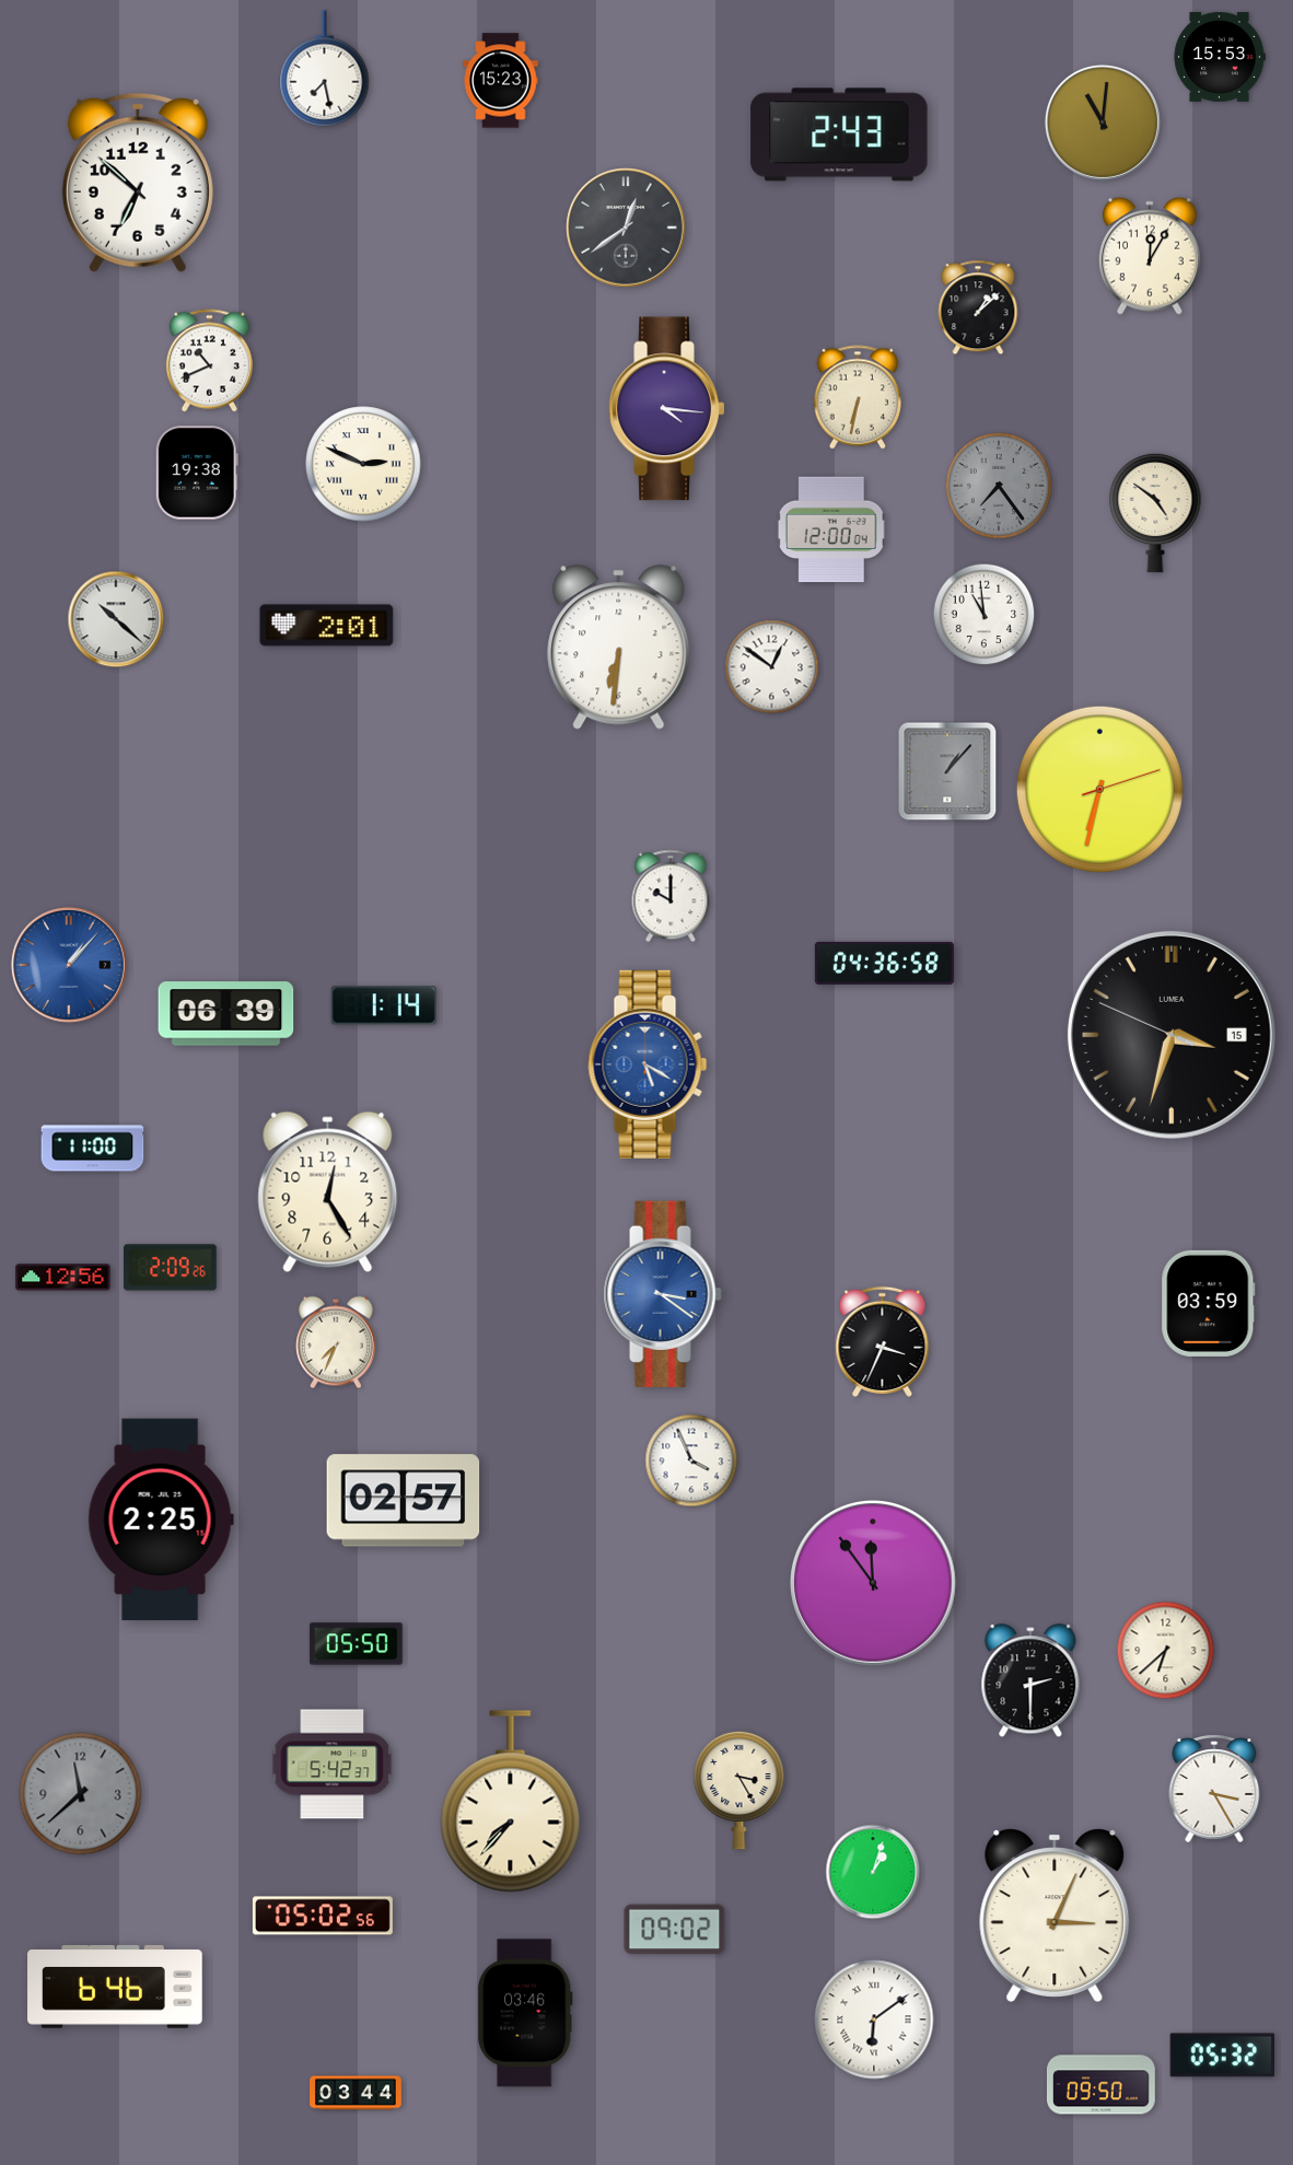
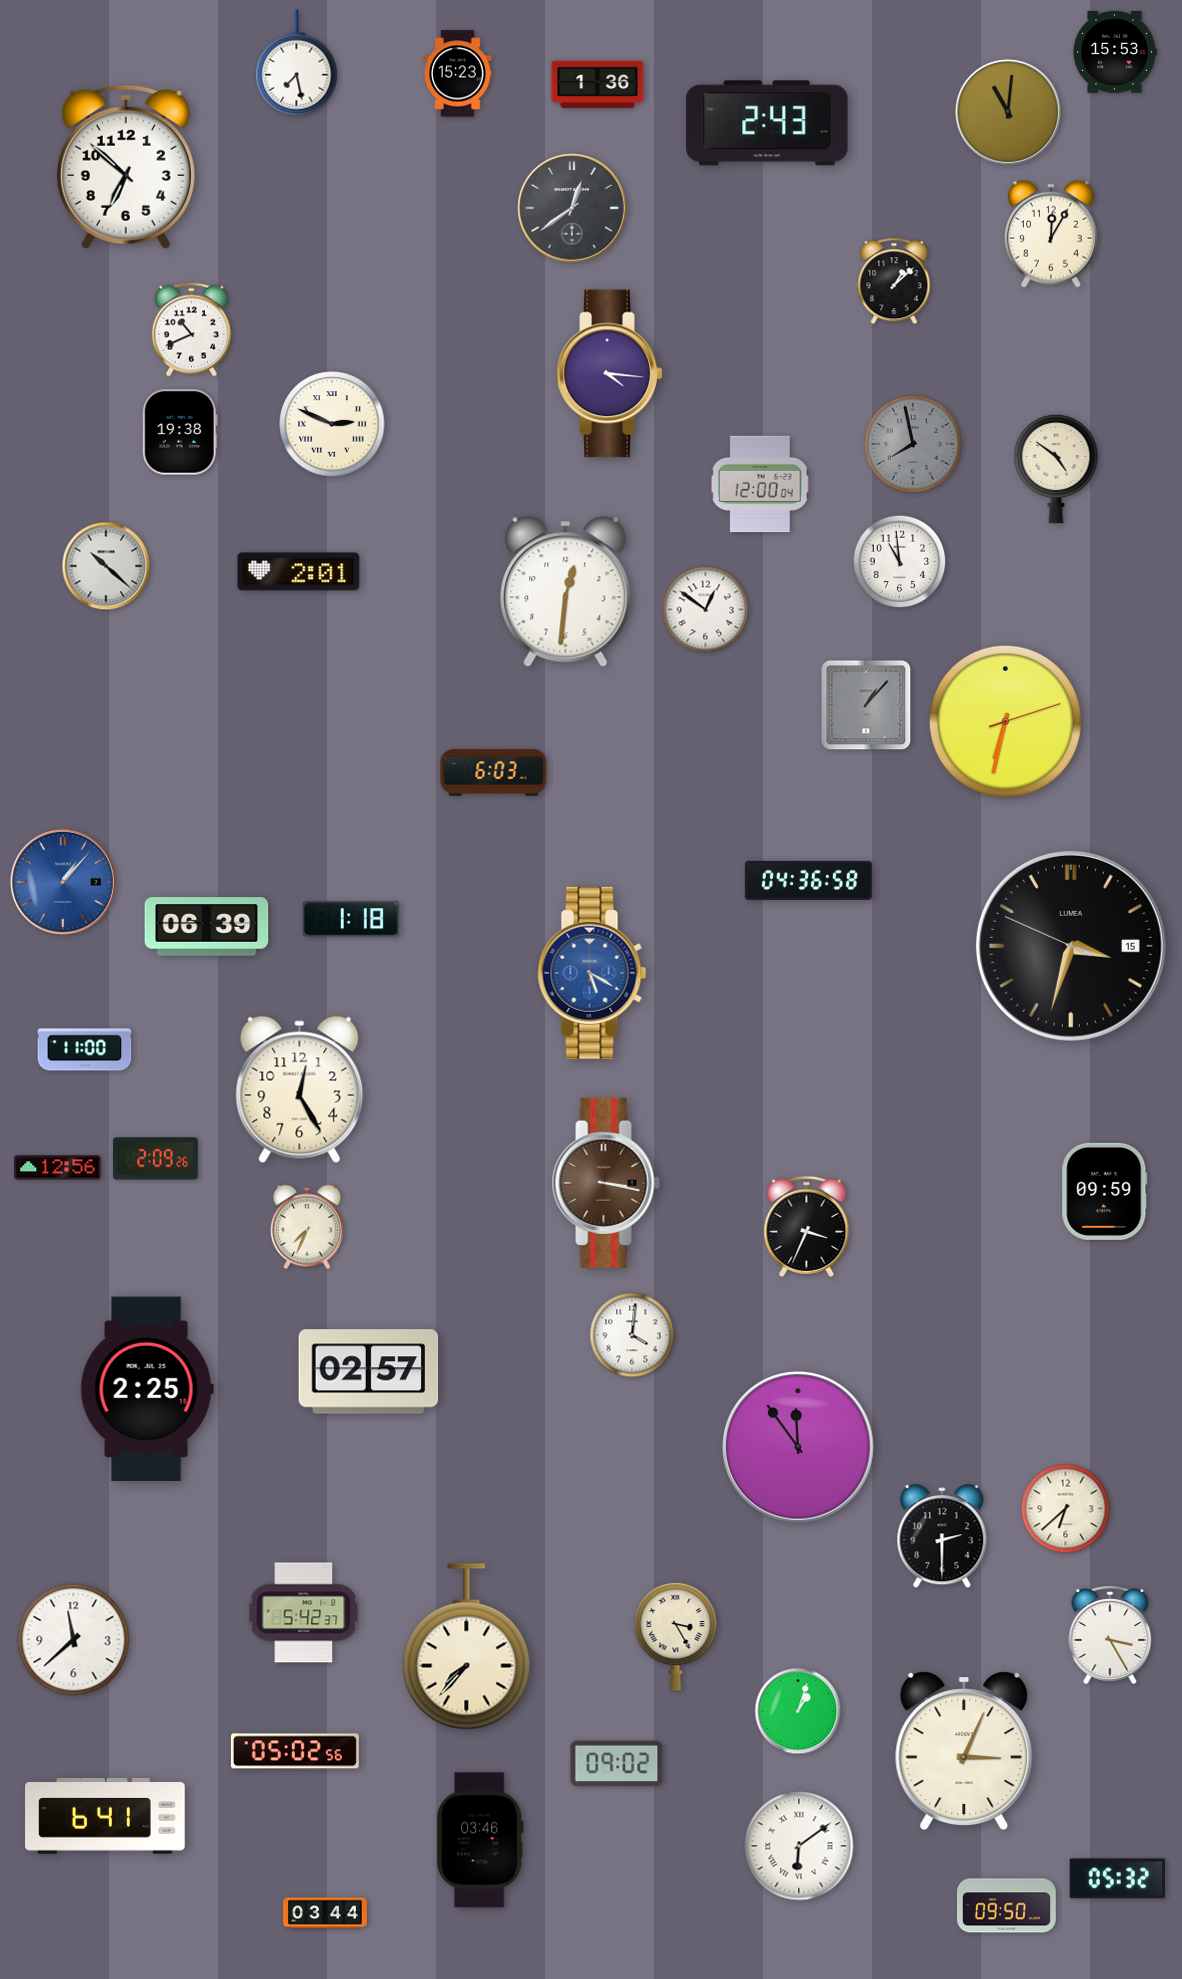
clock at (598, 85): none -> 1:36
clock at (858, 397): 6:32 -> none
clock at (999, 486): 7:24 -> 7:58
clock at (619, 648): 6:31 -> 12:31
clock at (494, 773): none -> 6:03
clock at (671, 896): 10:00 -> none
clock at (384, 1005): 1:14 -> 1:18
clock at (663, 1294): 3:21 -> 3:17
clock at (663, 1294) dial: blue -> brown
clock at (1209, 1303): 03:59 -> 09:59
clock at (691, 1460): 3:56 -> 4:01
clock at (357, 1644): 05:50 -> none
clock at (81, 1794) dial: grey -> white
clock at (115, 1987): 6:46 -> 6:41
